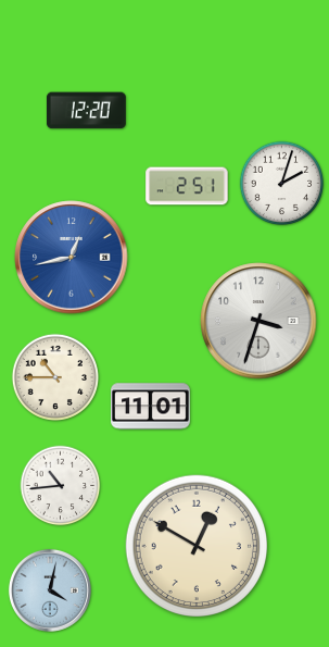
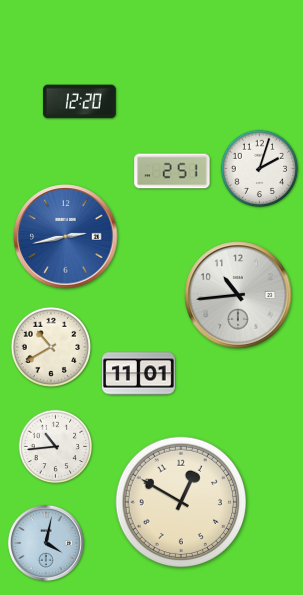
clock at (72, 258): 12:43 -> 2:43
clock at (258, 321): 3:33 -> 10:44
clock at (55, 377): 10:45 -> 10:40
